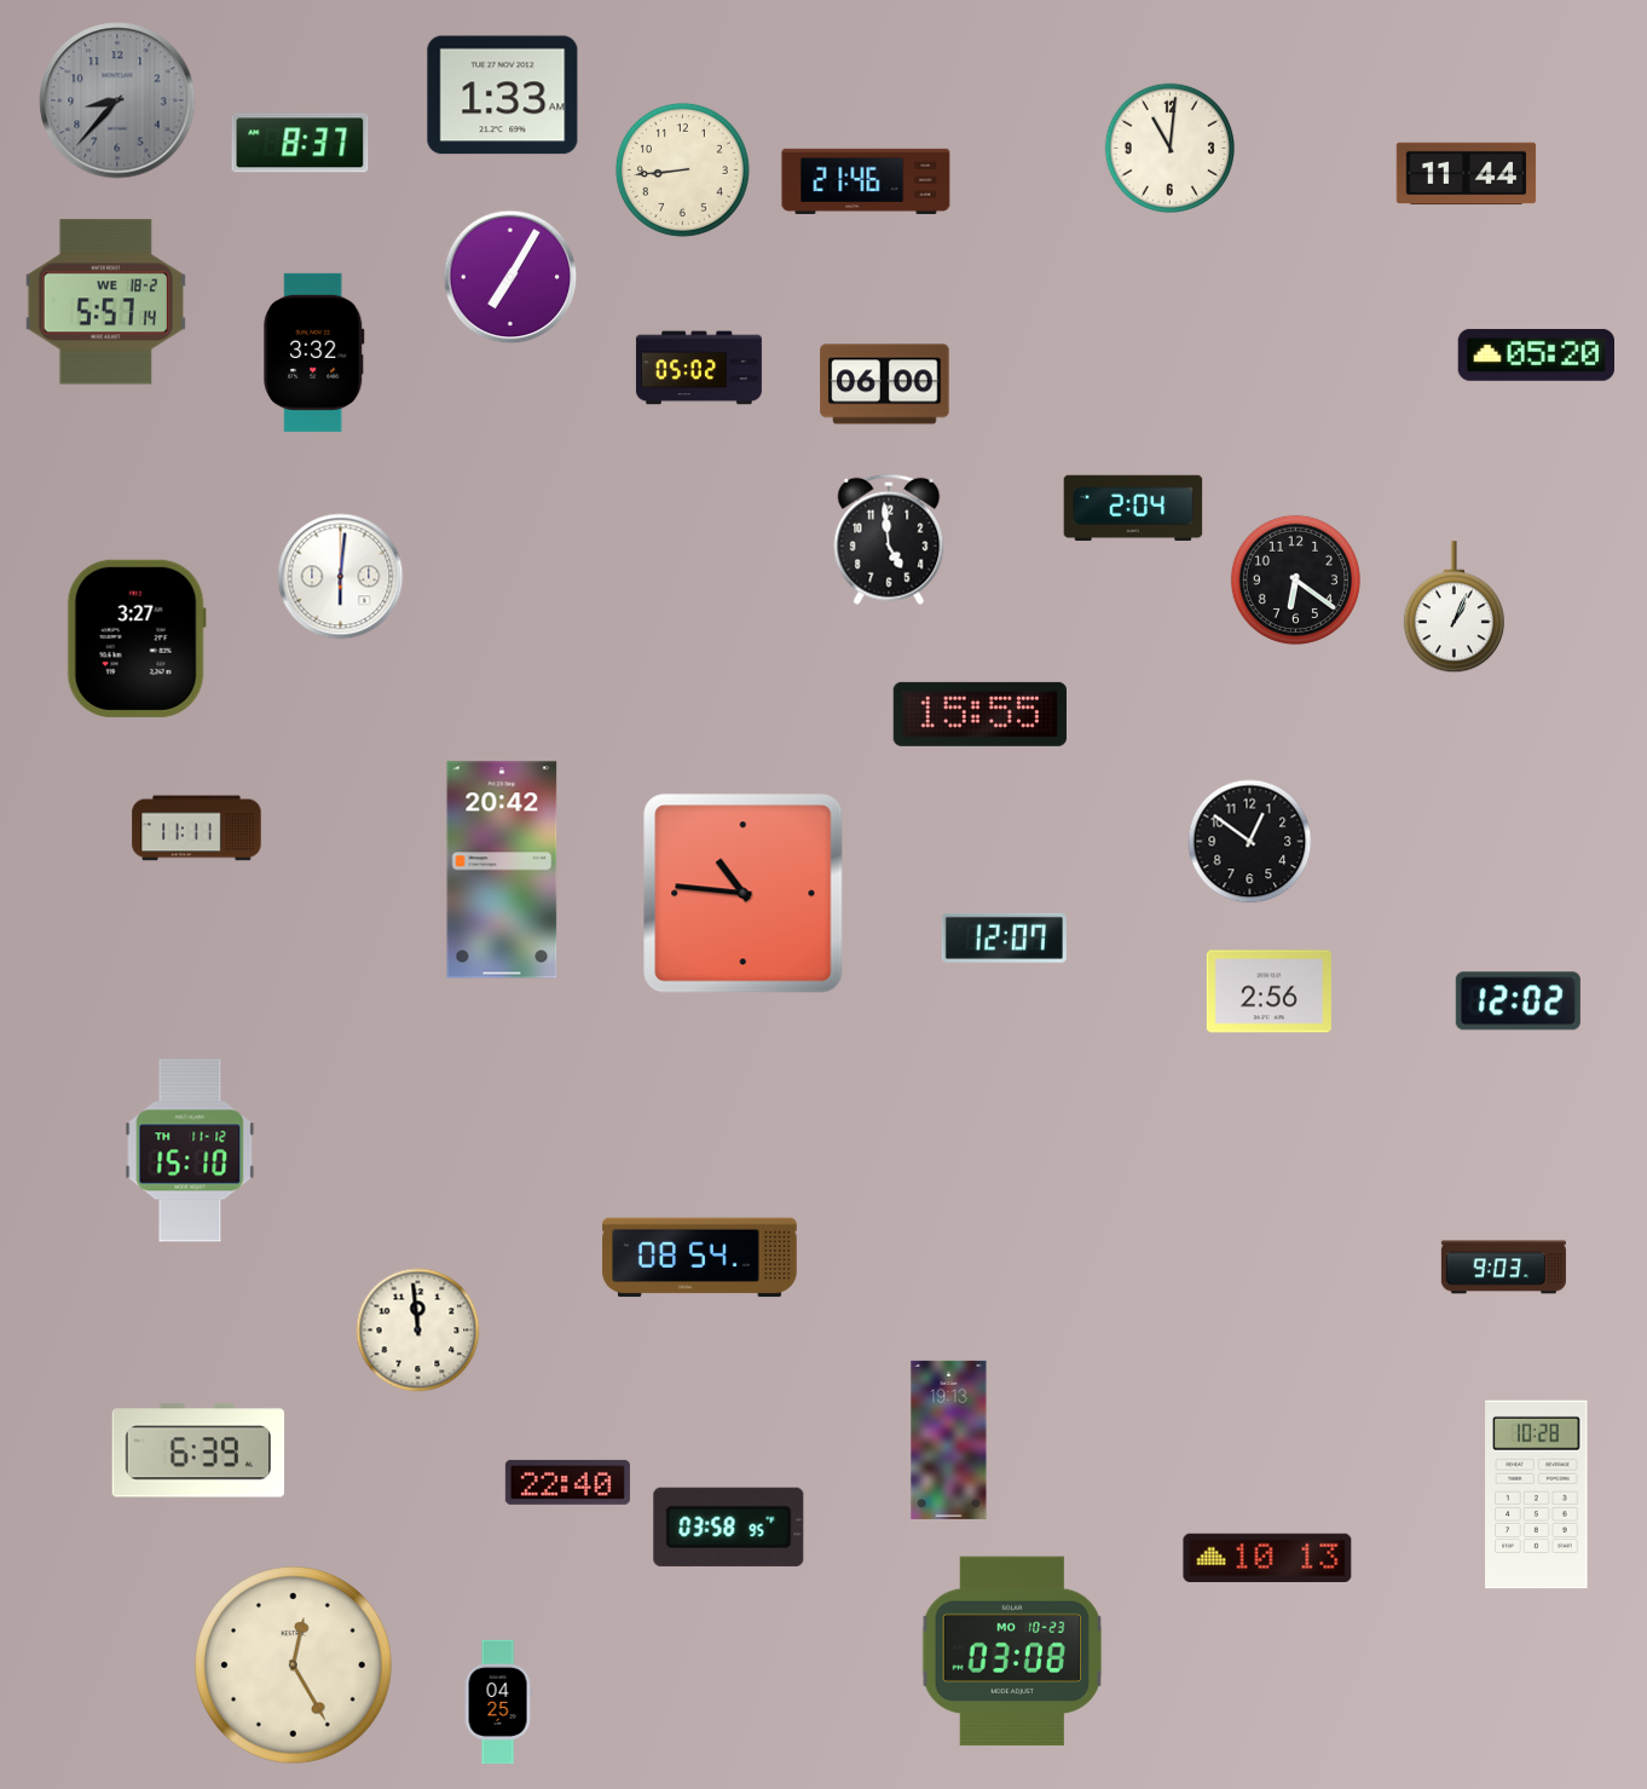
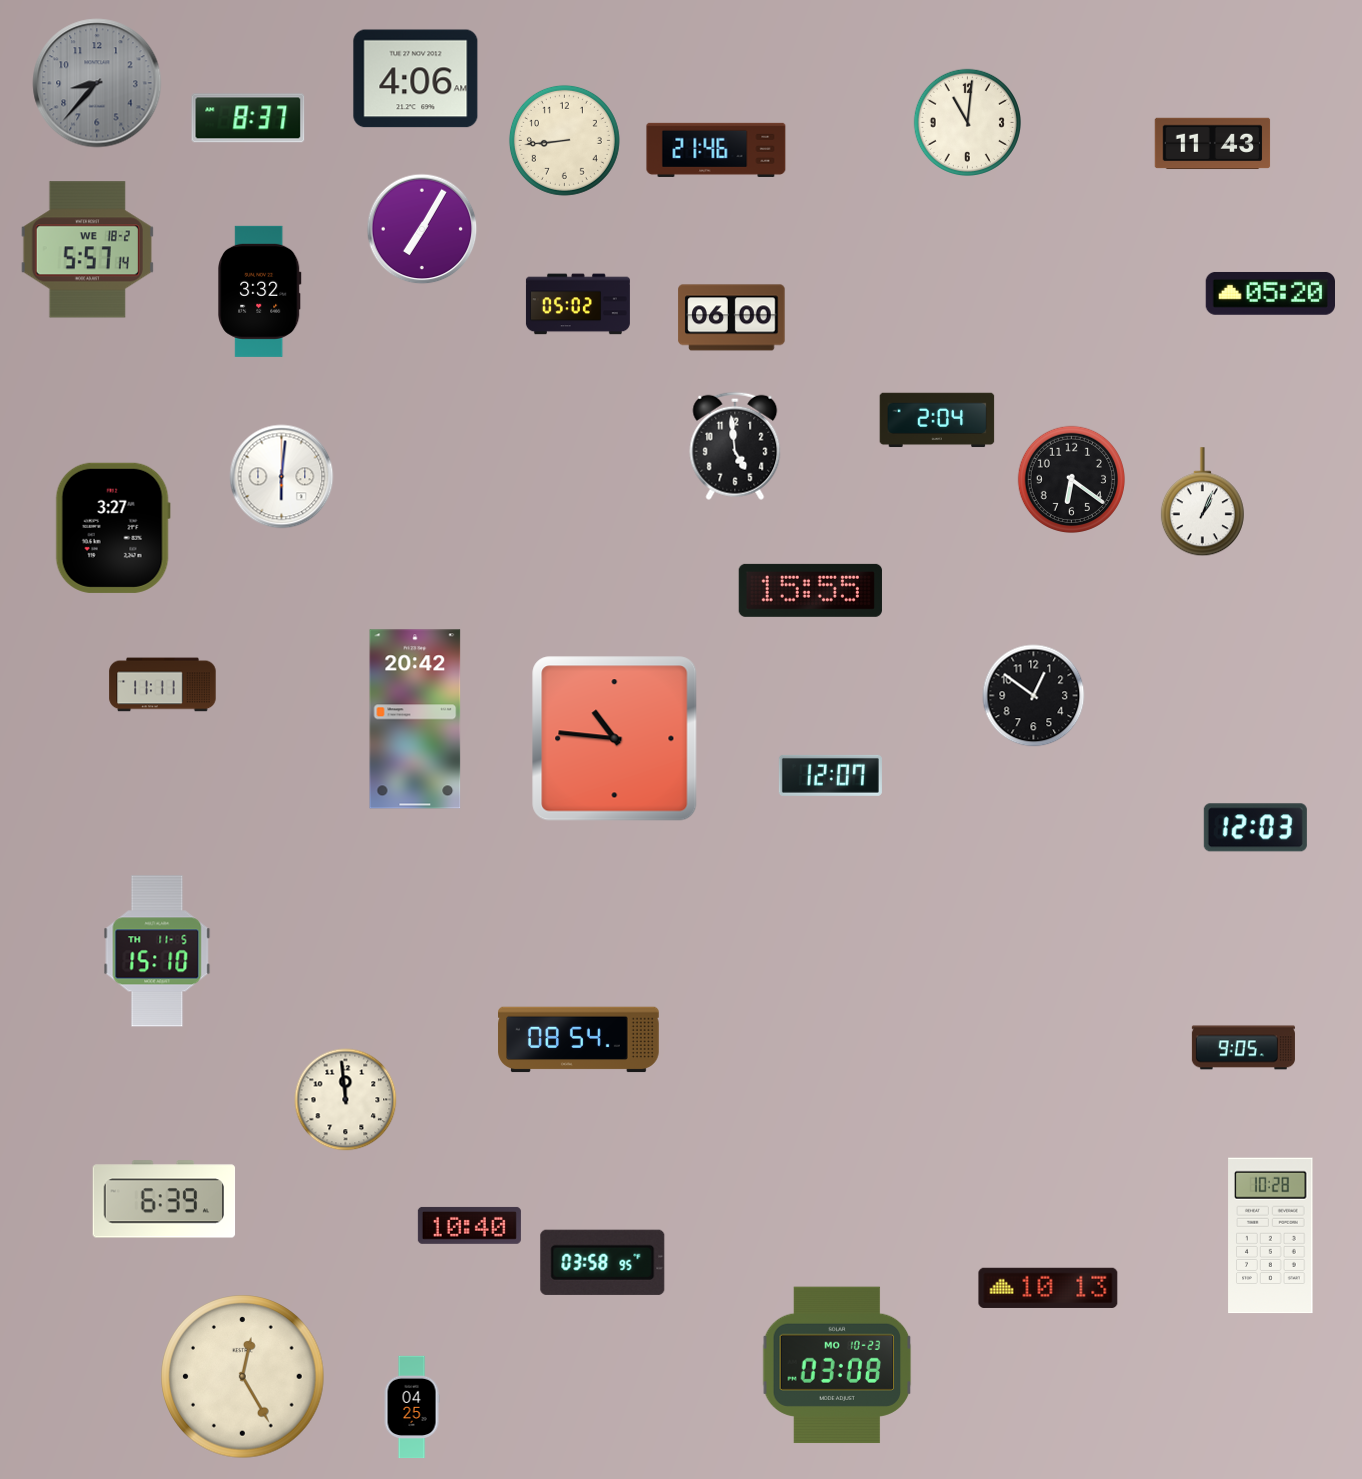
clock at (503, 96): 1:33 -> 4:06
clock at (1467, 174): 11:44 -> 11:43
clock at (1269, 992): 2:56 -> none
clock at (1518, 1002): 12:02 -> 12:03
clock at (190, 1150) date: TH 11-12 -> TH 11-5
clock at (1503, 1268): 9:03 -> 9:05
clock at (949, 1439): 19:13 -> none
clock at (567, 1482): 22:40 -> 10:40
